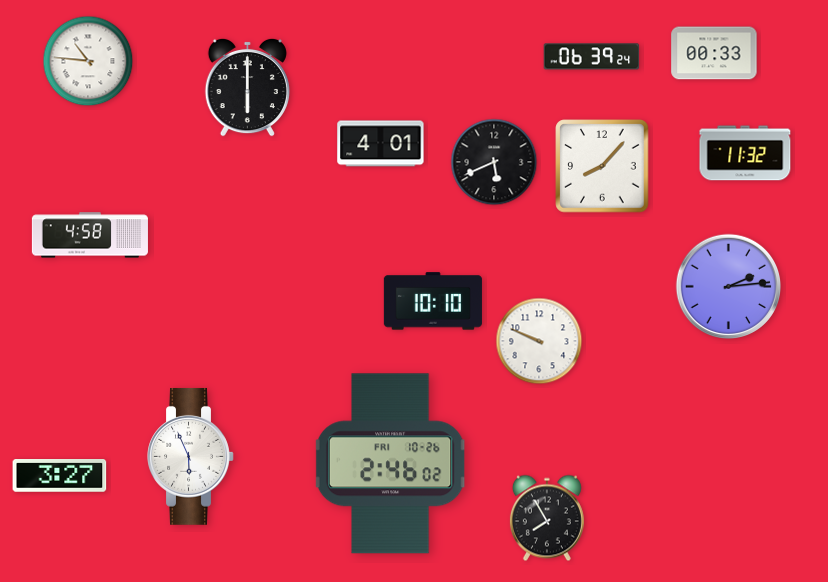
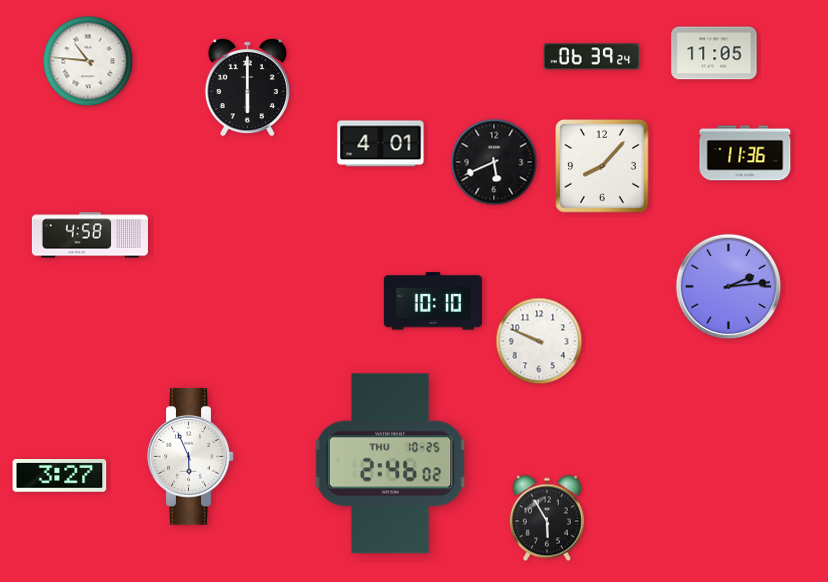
clock at (714, 53): 00:33 -> 11:05
clock at (745, 153): 11:32 -> 11:36
clock at (391, 464) date: FRI 10-26 -> THU 10-25
clock at (547, 518): 7:55 -> 5:55
